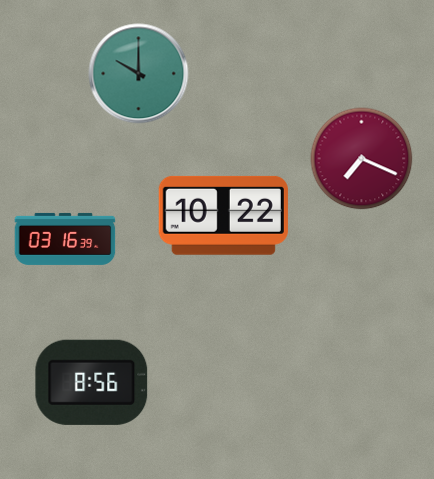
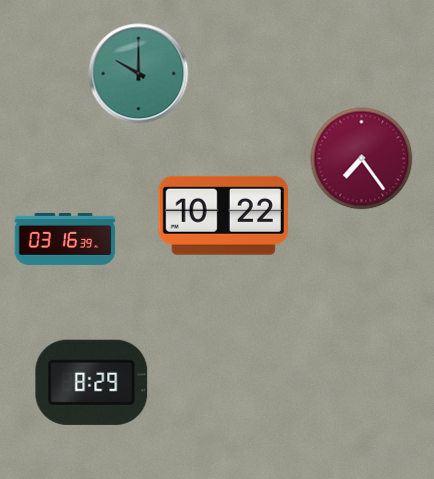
clock at (362, 159): 7:19 -> 7:24
clock at (92, 382): 8:56 -> 8:29
